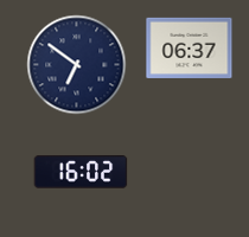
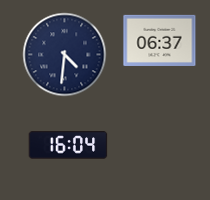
clock at (77, 65): 6:51 -> 4:31
clock at (81, 172): 16:02 -> 16:04
